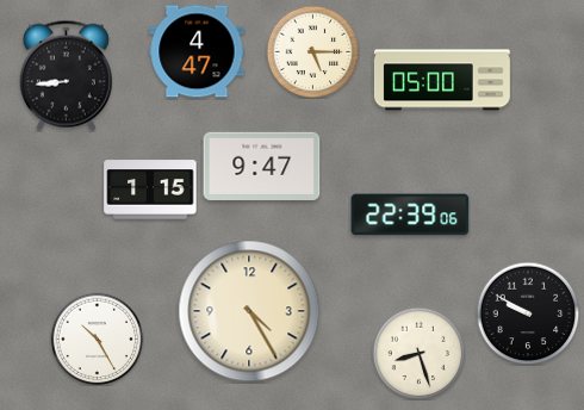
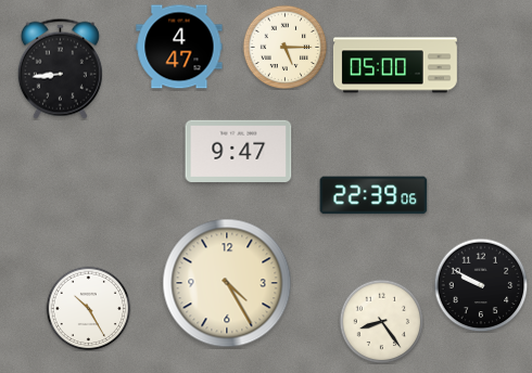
clock at (442, 80) position: (442, 80) -> (395, 65)
clock at (150, 190): 1:15 -> none
clock at (418, 353): 8:27 -> 8:24
